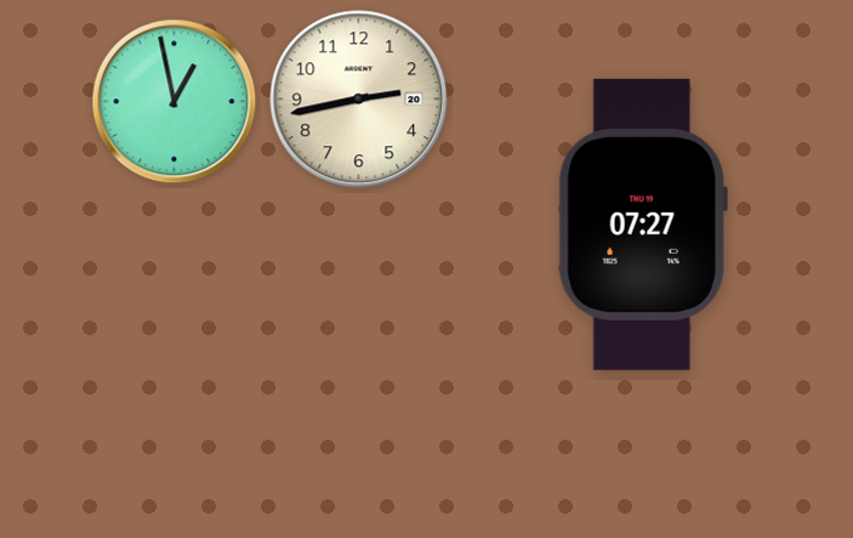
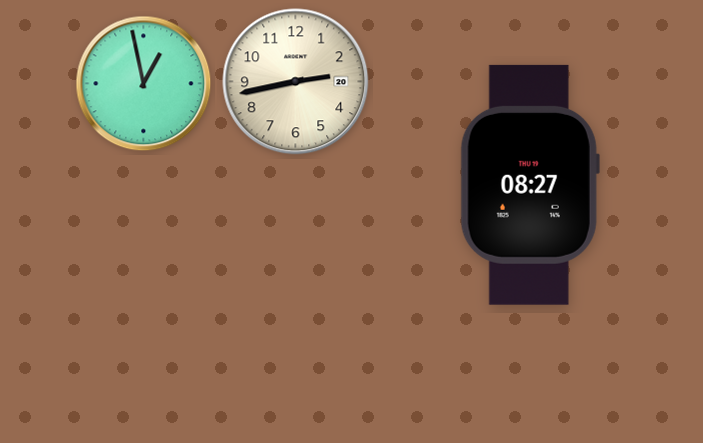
clock at (643, 225): 07:27 -> 08:27
